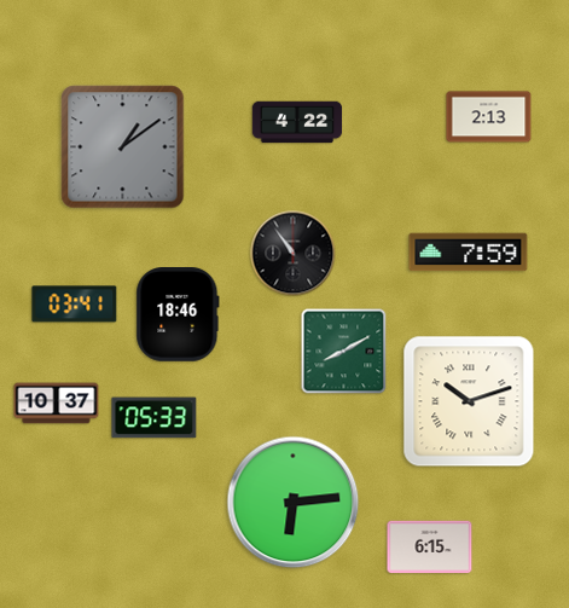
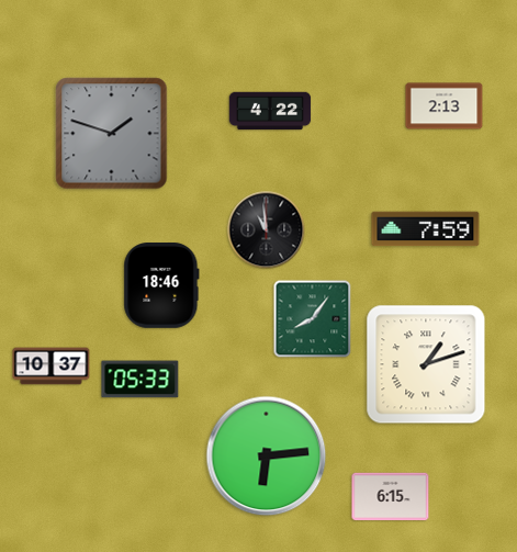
clock at (123, 147): 1:09 -> 1:48
clock at (294, 254): 10:54 -> 10:59
clock at (75, 305): 03:41 -> none
clock at (344, 352): 8:10 -> 8:06
clock at (469, 401): 10:12 -> 1:12
